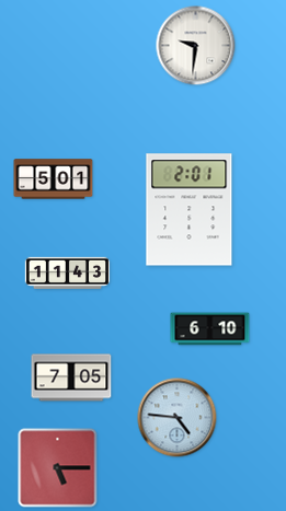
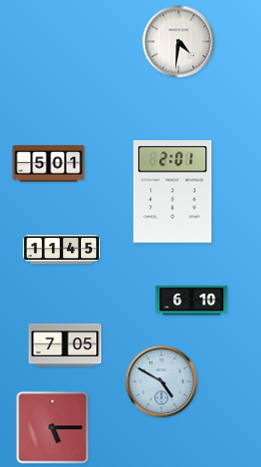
clock at (196, 46): 9:31 -> 4:31
clock at (68, 274): 11:43 -> 11:45
clock at (178, 418): 4:46 -> 4:50
